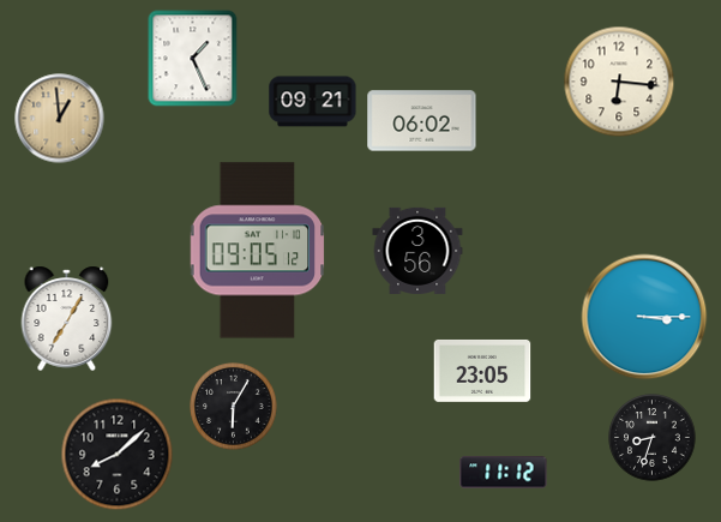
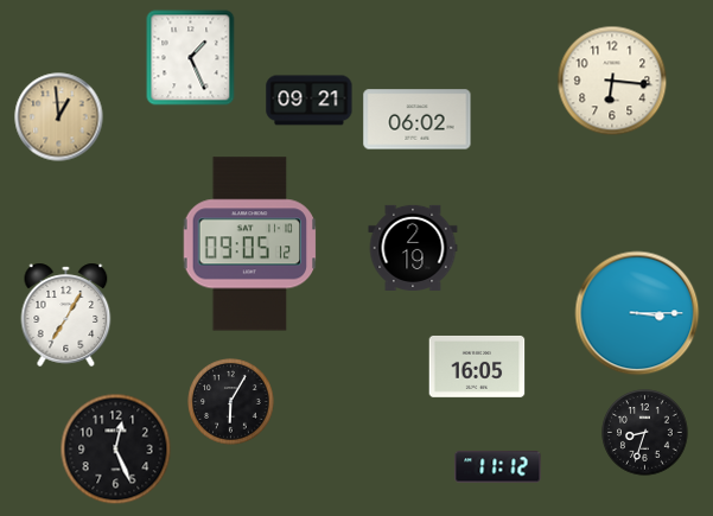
clock at (258, 251) position: (258, 251) -> (250, 244)
clock at (417, 251): 3:56 -> 2:19
clock at (482, 371): 23:05 -> 16:05
clock at (118, 455): 8:08 -> 12:26
